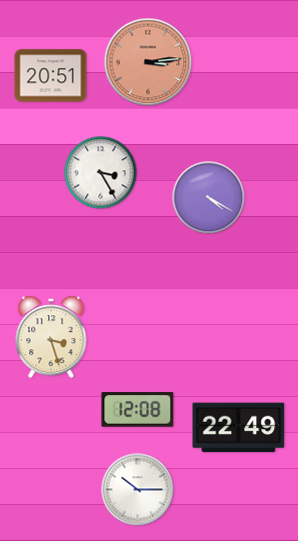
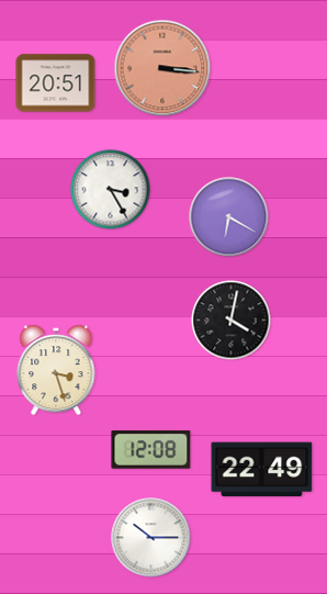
clock at (148, 62): 3:14 -> 3:16
clock at (209, 198): 4:20 -> 6:20
clock at (232, 321): none -> 4:02
